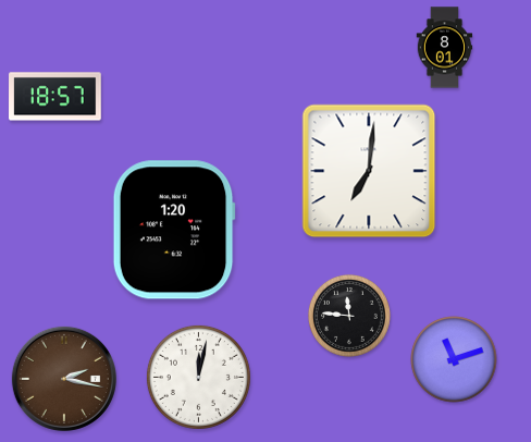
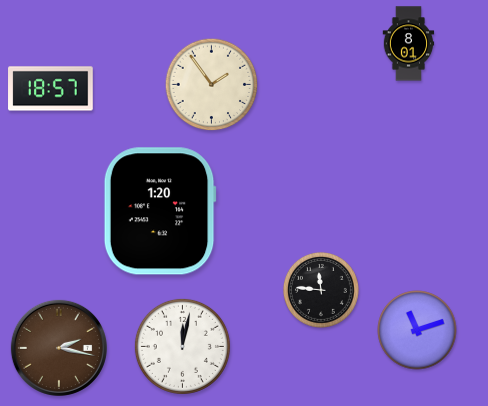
clock at (212, 85): none -> 1:54
clock at (369, 171): 7:01 -> none
